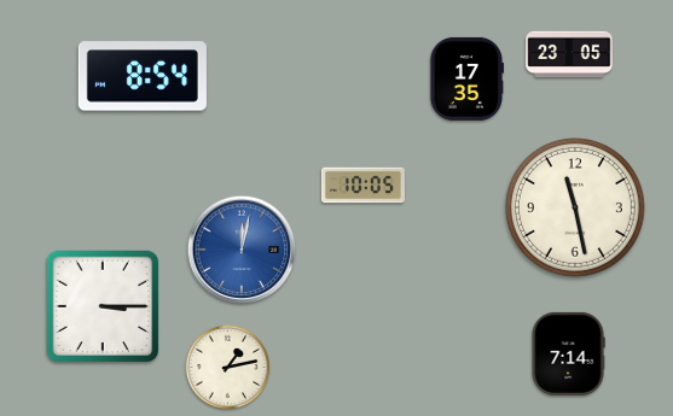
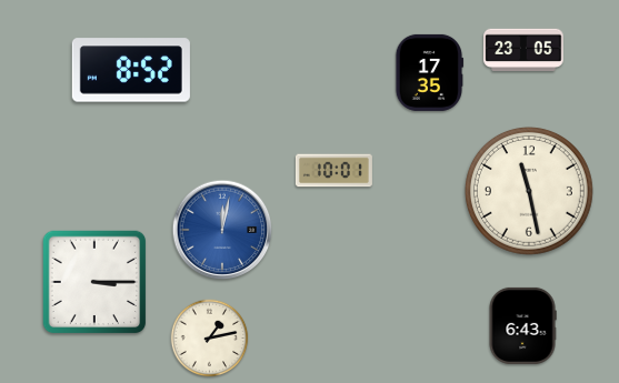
clock at (143, 76): 8:54 -> 8:52
clock at (362, 186): 10:05 -> 10:01
clock at (568, 353): 7:14 -> 6:43
